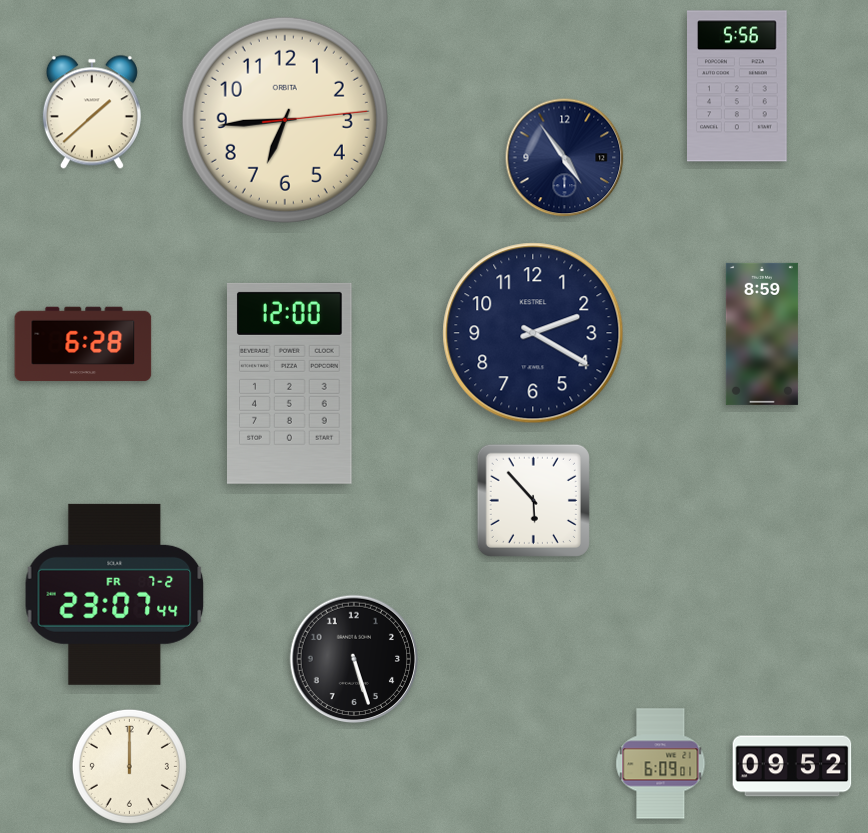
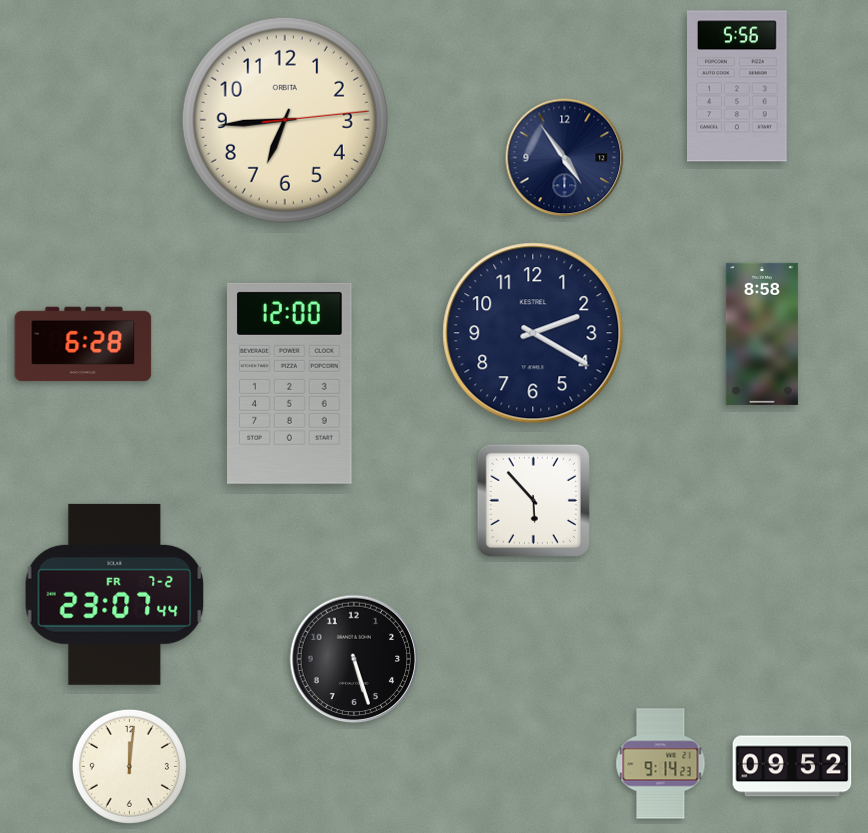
clock at (92, 112): 1:38 -> none
clock at (762, 334): 8:59 -> 8:58
clock at (661, 764): 6:09 -> 9:14
clock at (129, 766): 12:00 -> 12:01
